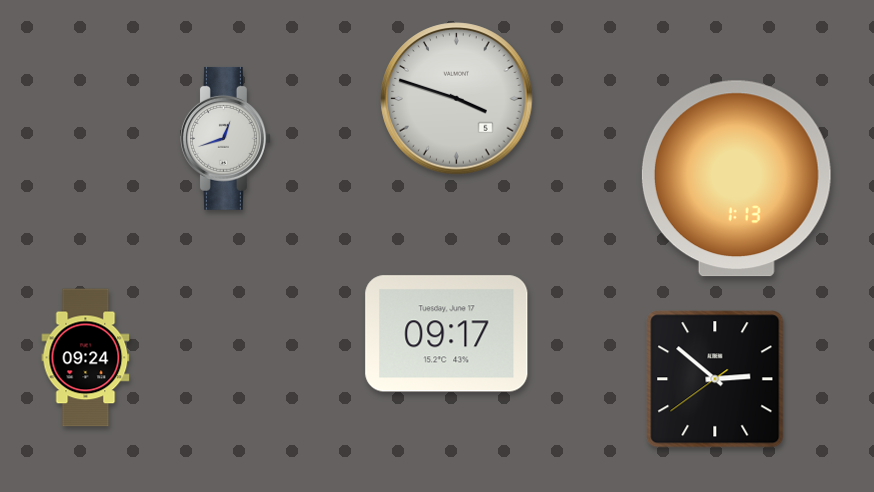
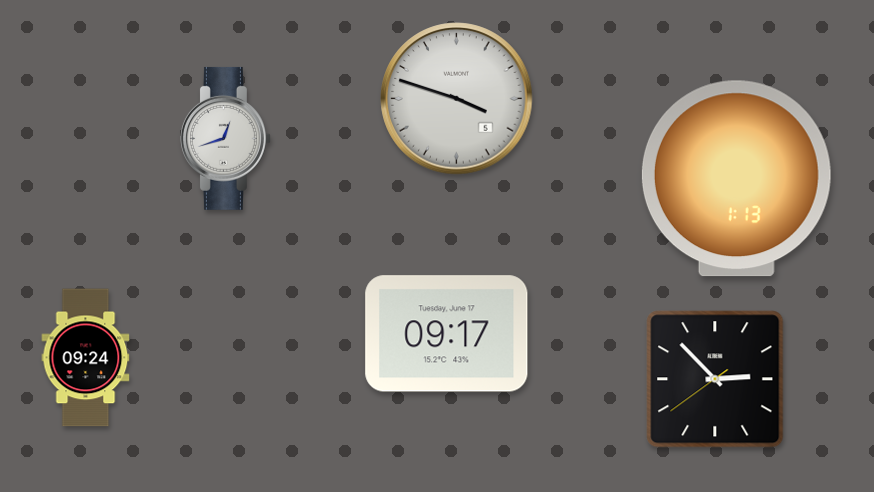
clock at (715, 379): 2:51 -> 2:52
